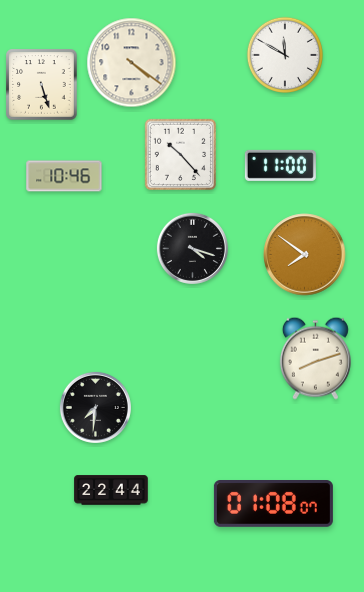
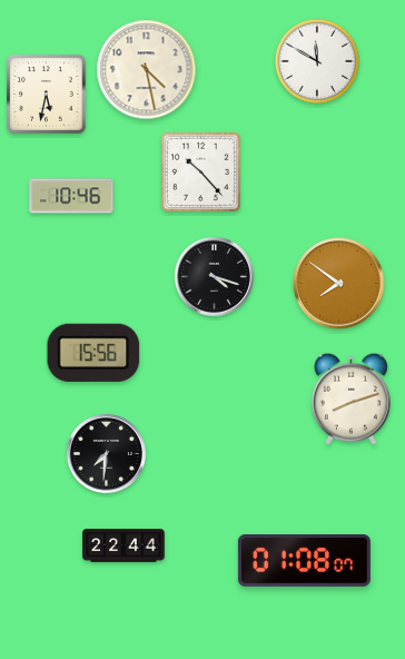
clock at (132, 63): 4:21 -> 4:28
clock at (42, 85): 5:27 -> 5:32
clock at (280, 165): 11:00 -> none
clock at (93, 353): none -> 15:56
